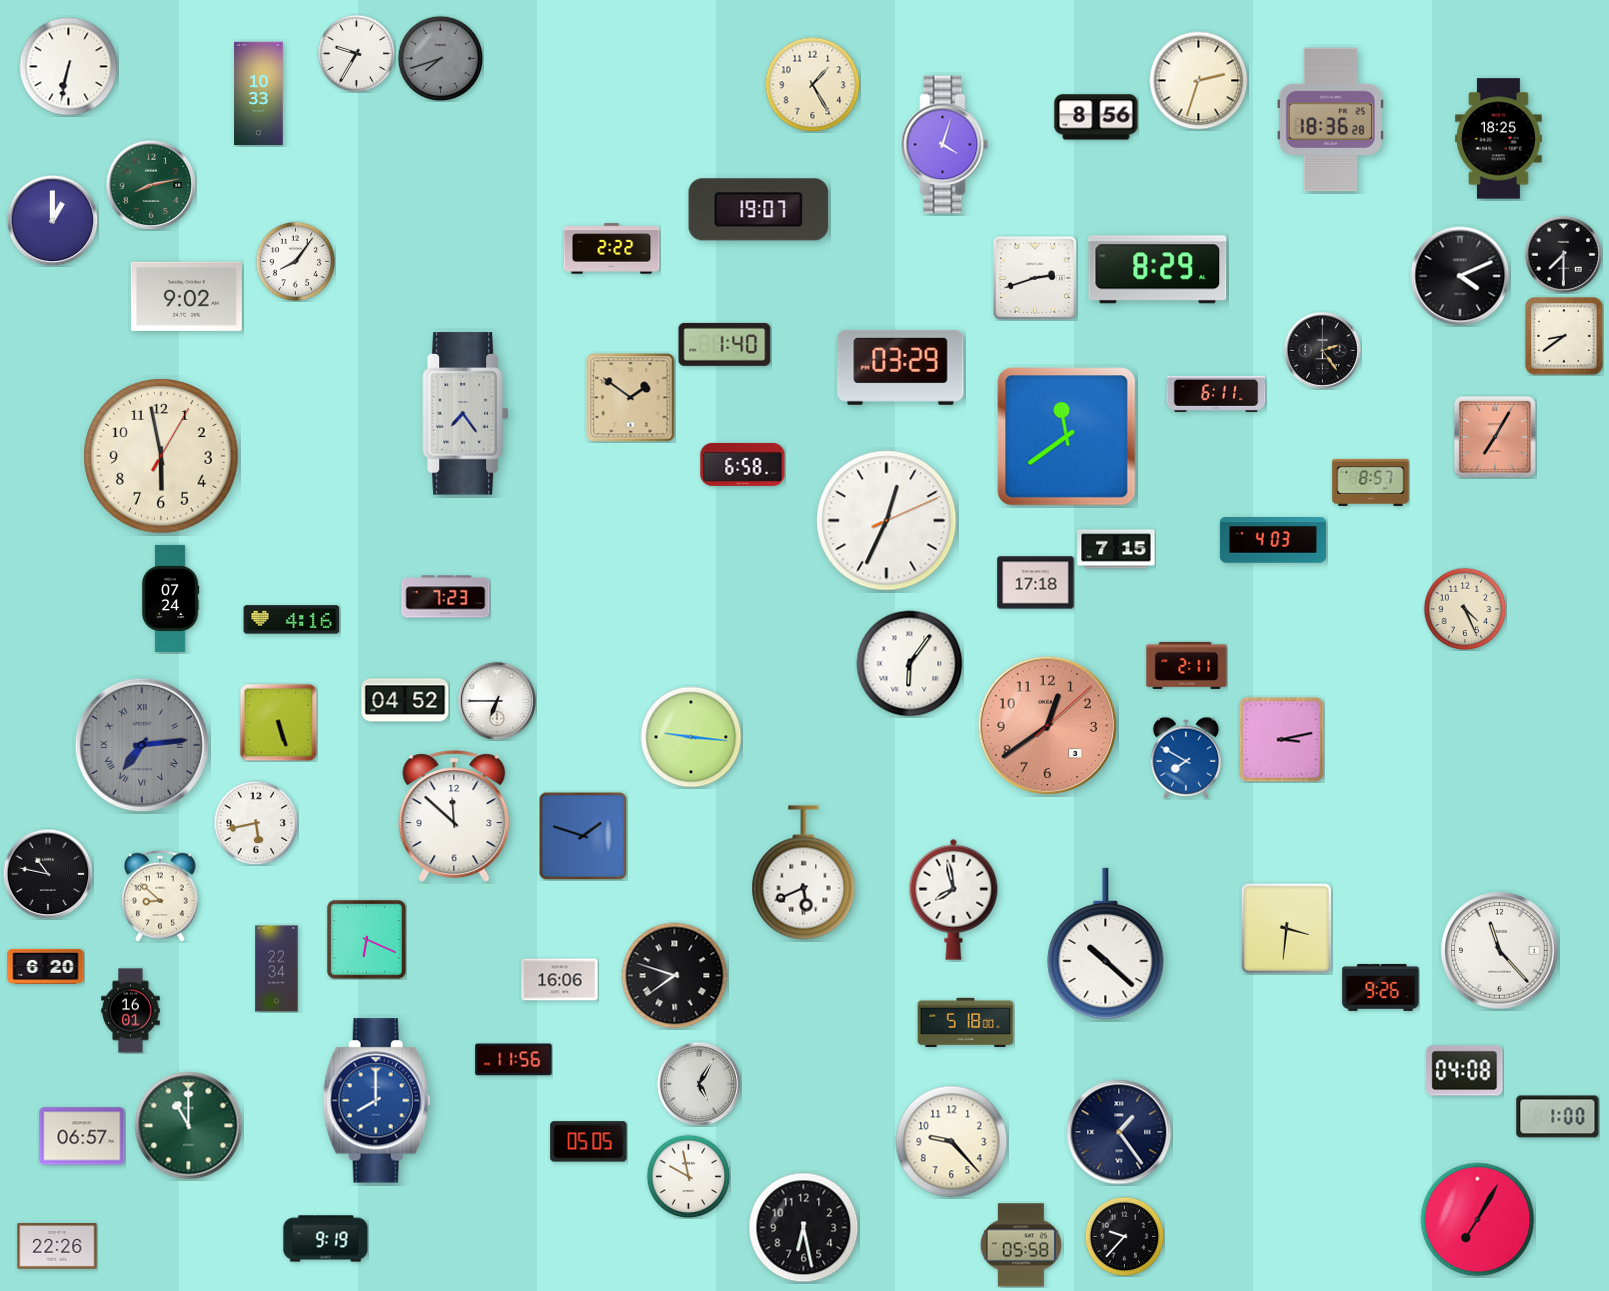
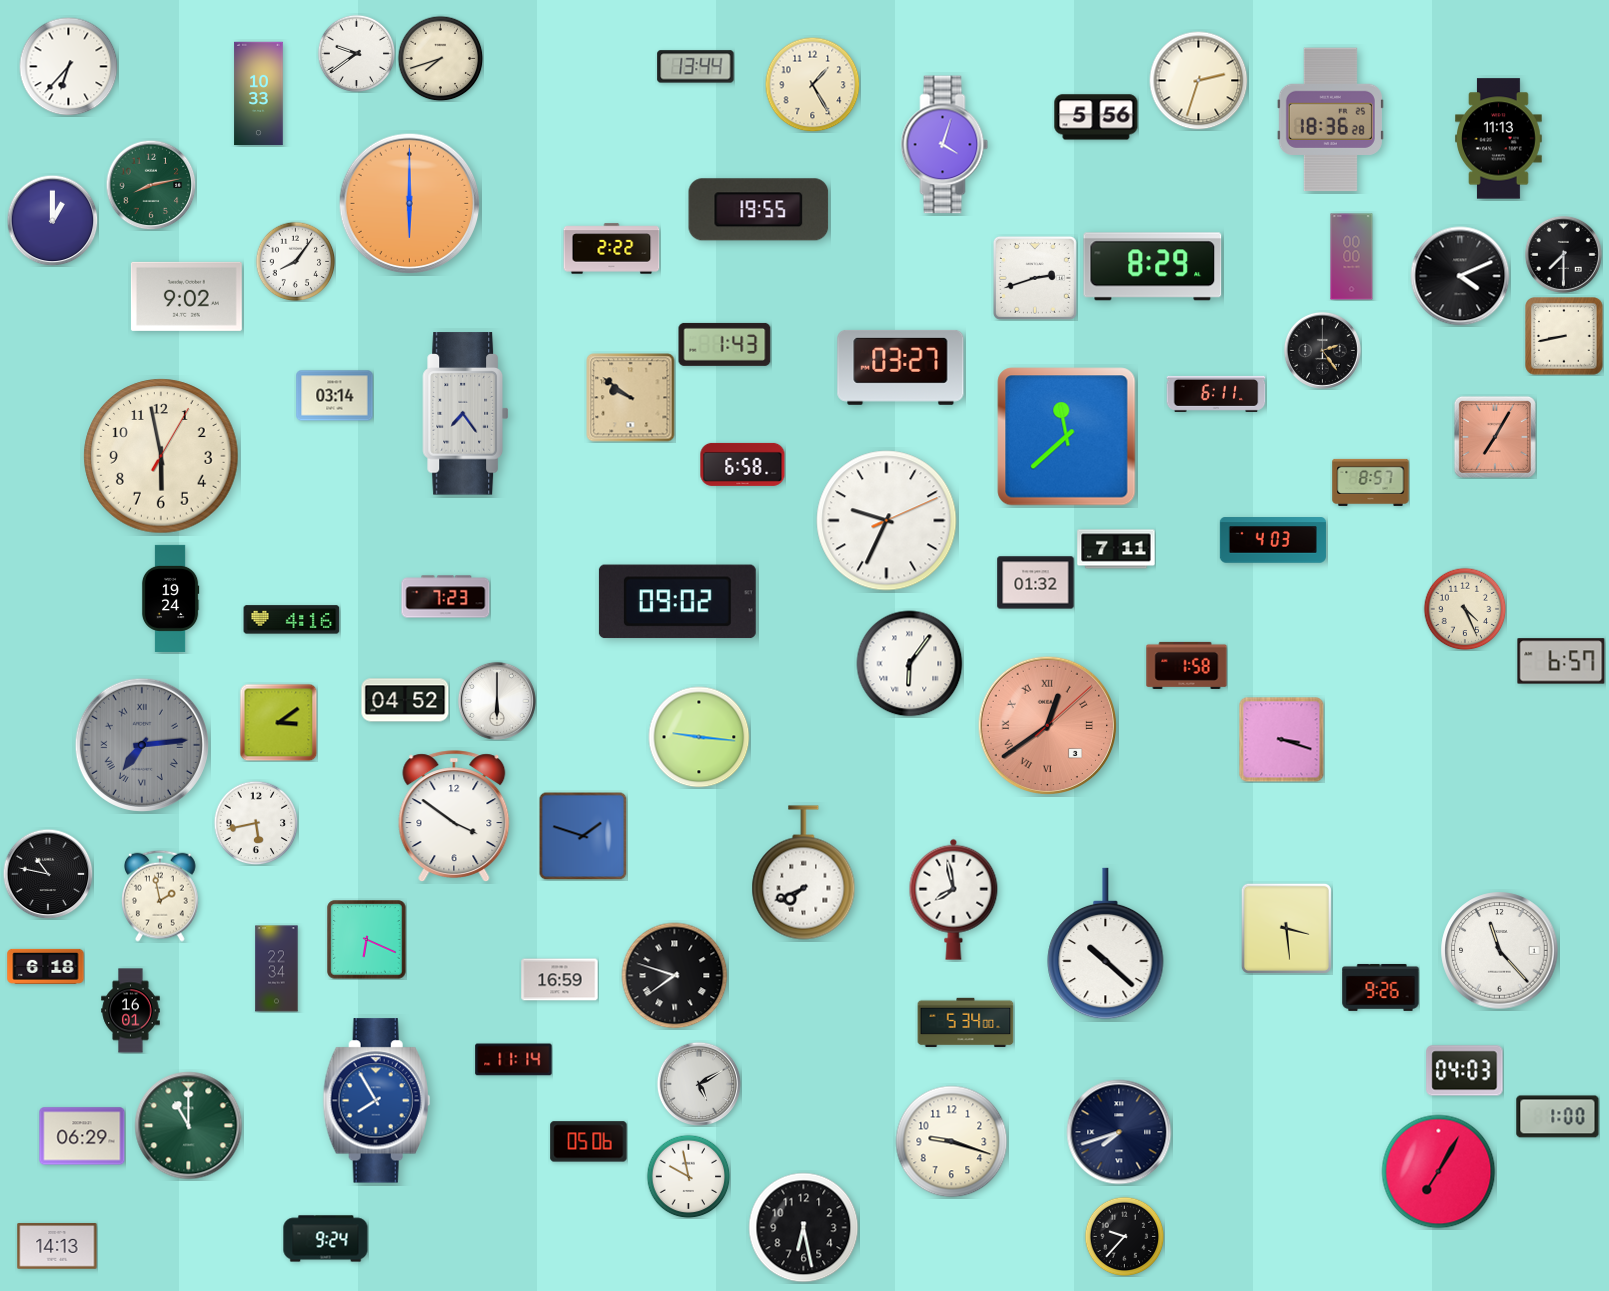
clock at (356, 53): 9:35 -> 9:39
clock at (440, 58) dial: grey -> cream
clock at (69, 67): 6:32 -> 6:37
clock at (696, 67): none -> 13:44
clock at (1096, 117): 8:56 -> 5:56
clock at (1499, 139): 18:25 -> 11:13
clock at (410, 204): none -> 6:00
clock at (759, 210): 19:07 -> 19:55
clock at (1352, 257): none -> 00:00
clock at (1158, 270) position: (1158, 270) -> (1153, 267)
clock at (1564, 336): 8:39 -> 8:43
clock at (725, 344): 1:40 -> 1:43
clock at (901, 367): 03:29 -> 03:27
clock at (335, 396): none -> 03:14
clock at (631, 398): 1:51 -> 9:51
clock at (1067, 437): 11:39 -> 11:38
clock at (887, 521): 12:34 -> 9:34
clock at (1116, 549): 7:15 -> 7:11
clock at (1036, 583): 17:18 -> 01:32
clock at (170, 598): 07:24 -> 19:24
clock at (677, 602): none -> 09:02
clock at (1561, 661): none -> 6:57
clock at (1187, 665): 2:11 -> 1:58
clock at (497, 701): 6:45 -> 6:00
clock at (278, 722): 5:27 -> 3:09
clock at (1048, 726) numerals: Arabic -> Roman
clock at (691, 737) position: (691, 737) -> (699, 737)
clock at (1282, 740): 3:13 -> 3:18
clock at (1186, 758): 7:50 -> none
clock at (454, 816): 11:52 -> 3:51
clock at (804, 873): 5:41 -> 7:41
clock at (161, 896): 8:52 -> 1:58
clock at (1286, 928): 3:31 -> 3:29
clock at (46, 966): 6:20 -> 6:18
clock at (560, 980): 16:06 -> 16:59
clock at (966, 1023): 5:18 -> 5:34
clock at (514, 1060): 11:56 -> 11:14
clock at (1465, 1071): 04:08 -> 04:03
clock at (699, 1084): 5:05 -> 5:10
clock at (376, 1101): 8:00 -> 7:55
clock at (1119, 1132): 1:24 -> 7:42
clock at (82, 1136): 06:57 -> 06:29
clock at (589, 1142): 05:05 -> 05:06
clock at (952, 1142): 9:23 -> 9:18
clock at (1478, 1220) position: (1478, 1220) -> (1439, 1172)
clock at (326, 1239): 9:19 -> 9:24
clock at (1021, 1245): 05:58 -> none
clock at (57, 1246): 22:26 -> 14:13
